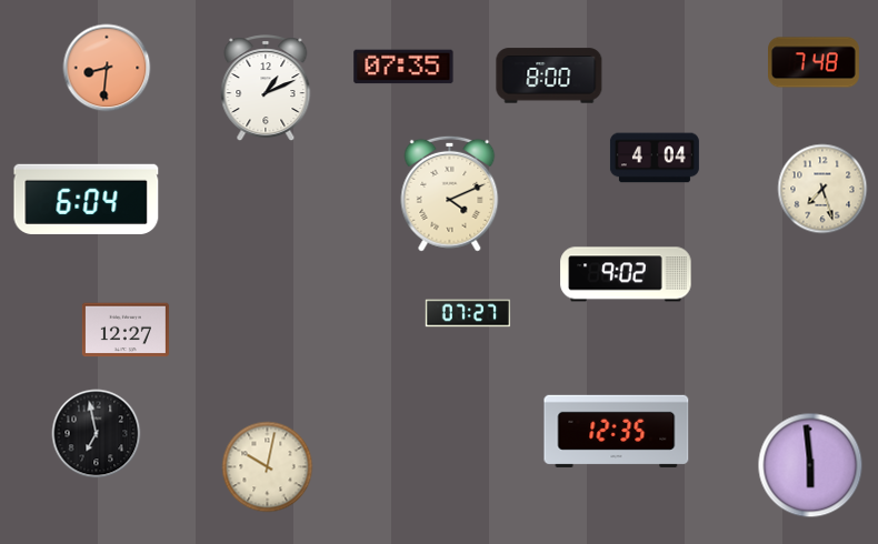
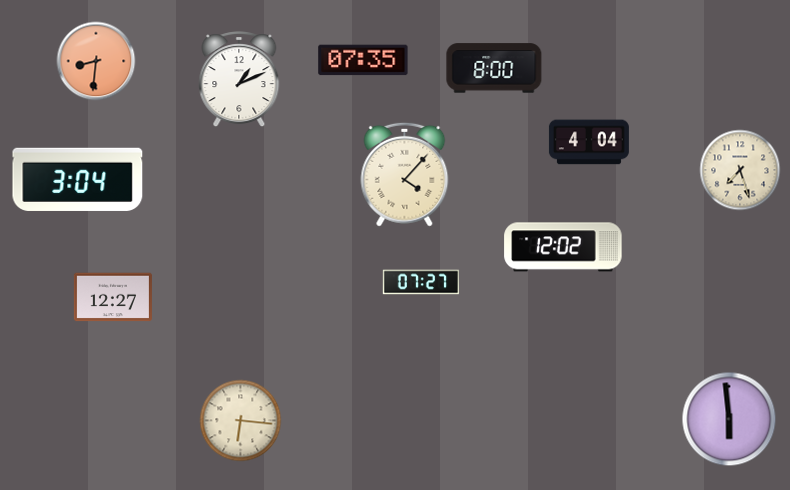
clock at (815, 62): 7:48 -> none
clock at (450, 193): 4:11 -> 4:07
clock at (87, 199): 6:04 -> 3:04
clock at (626, 274): 9:02 -> 12:02
clock at (617, 431): 12:35 -> none
clock at (97, 434): 6:58 -> none
clock at (268, 467): 10:02 -> 6:16
